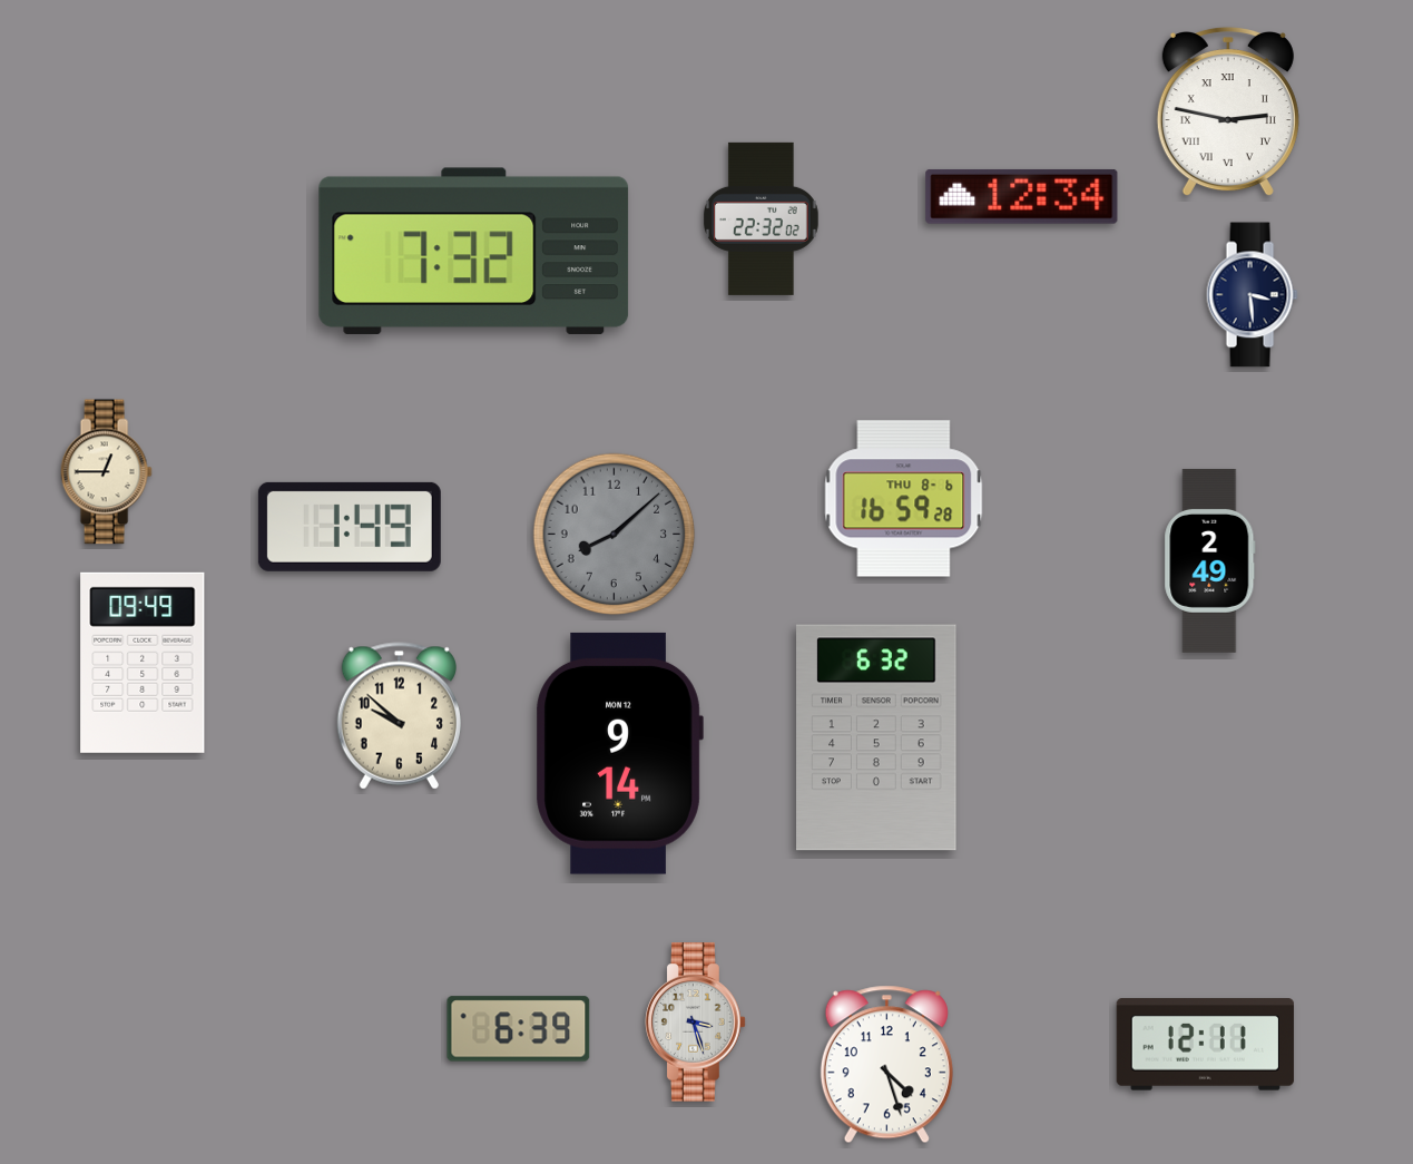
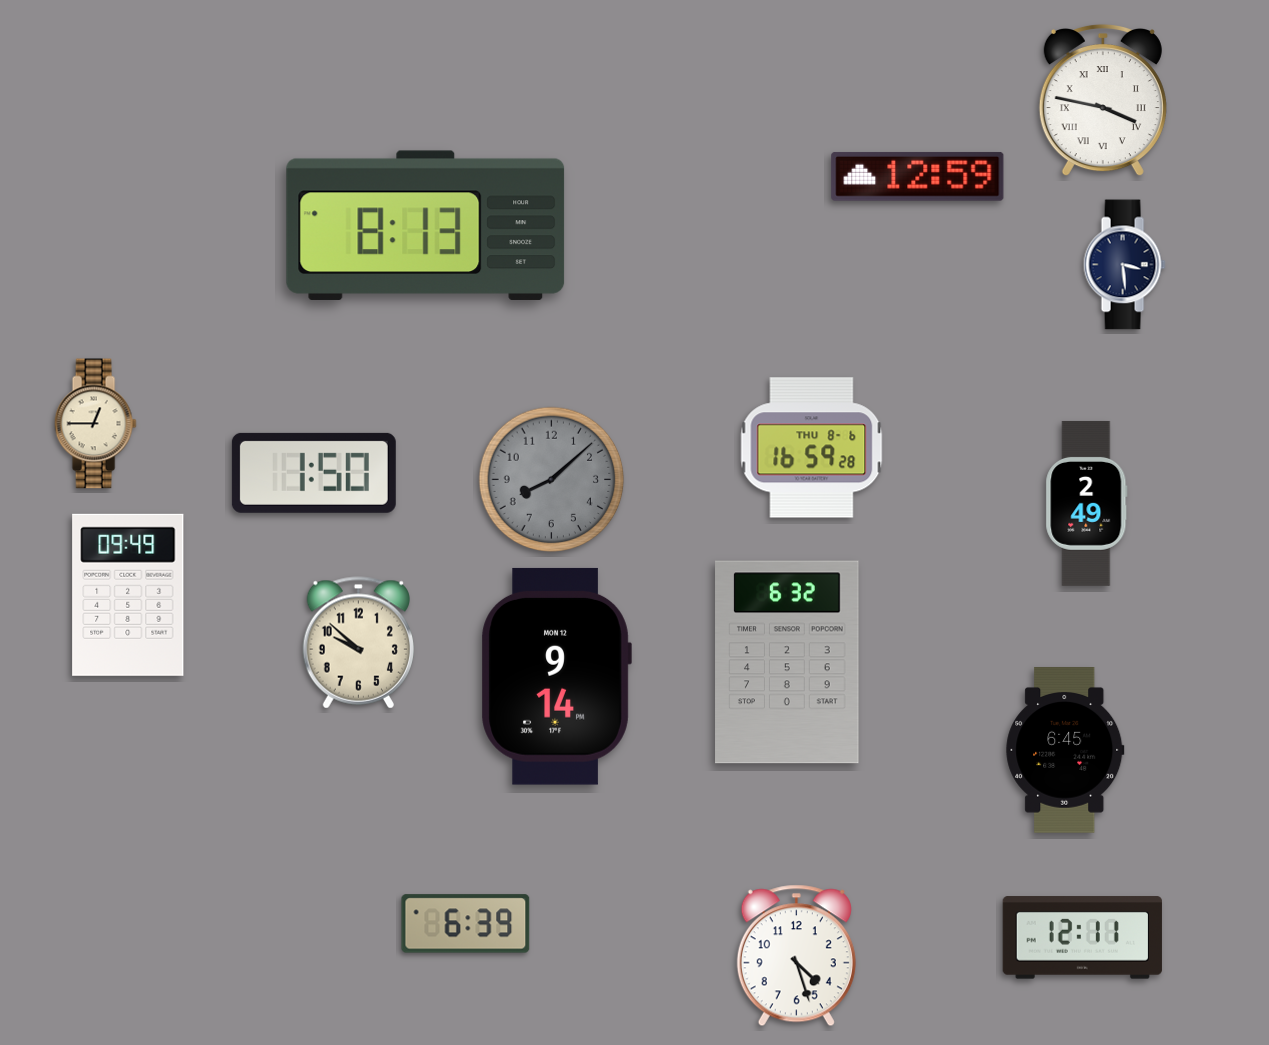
clock at (1228, 111): 2:47 -> 3:47
clock at (1022, 196): 12:34 -> 12:59
clock at (762, 218): 22:32 -> none
clock at (474, 251): 7:32 -> 8:13
clock at (350, 527): 1:49 -> 1:50
clock at (1065, 751): none -> 6:45
clock at (696, 1023): 3:27 -> none
